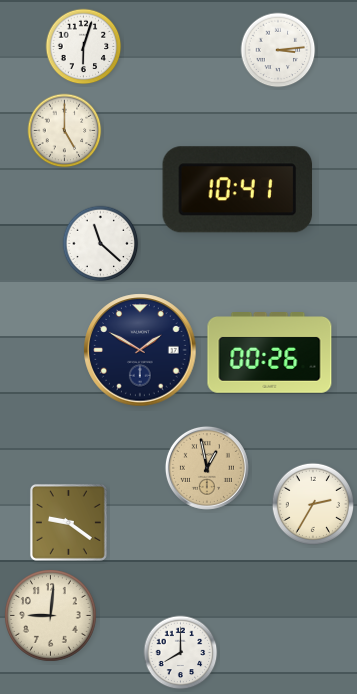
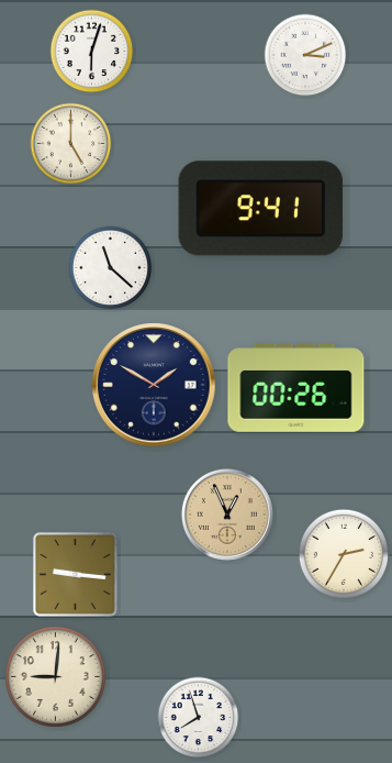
clock at (278, 50): 3:14 -> 3:11
clock at (238, 190): 10:41 -> 9:41
clock at (207, 468): 12:58 -> 12:56
clock at (68, 522): 9:21 -> 9:16
clock at (181, 653): 8:00 -> 7:57
